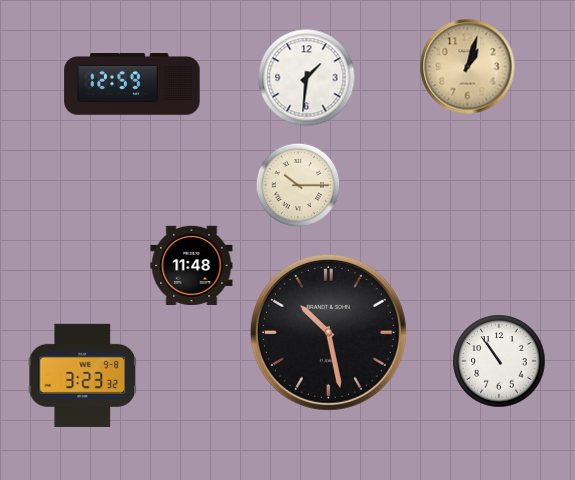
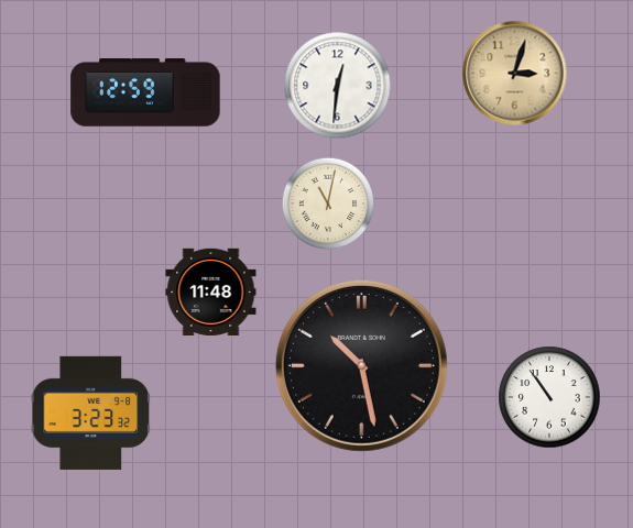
clock at (468, 67): 1:03 -> 3:03
clock at (307, 78): 1:31 -> 12:31
clock at (298, 185): 10:15 -> 11:02
